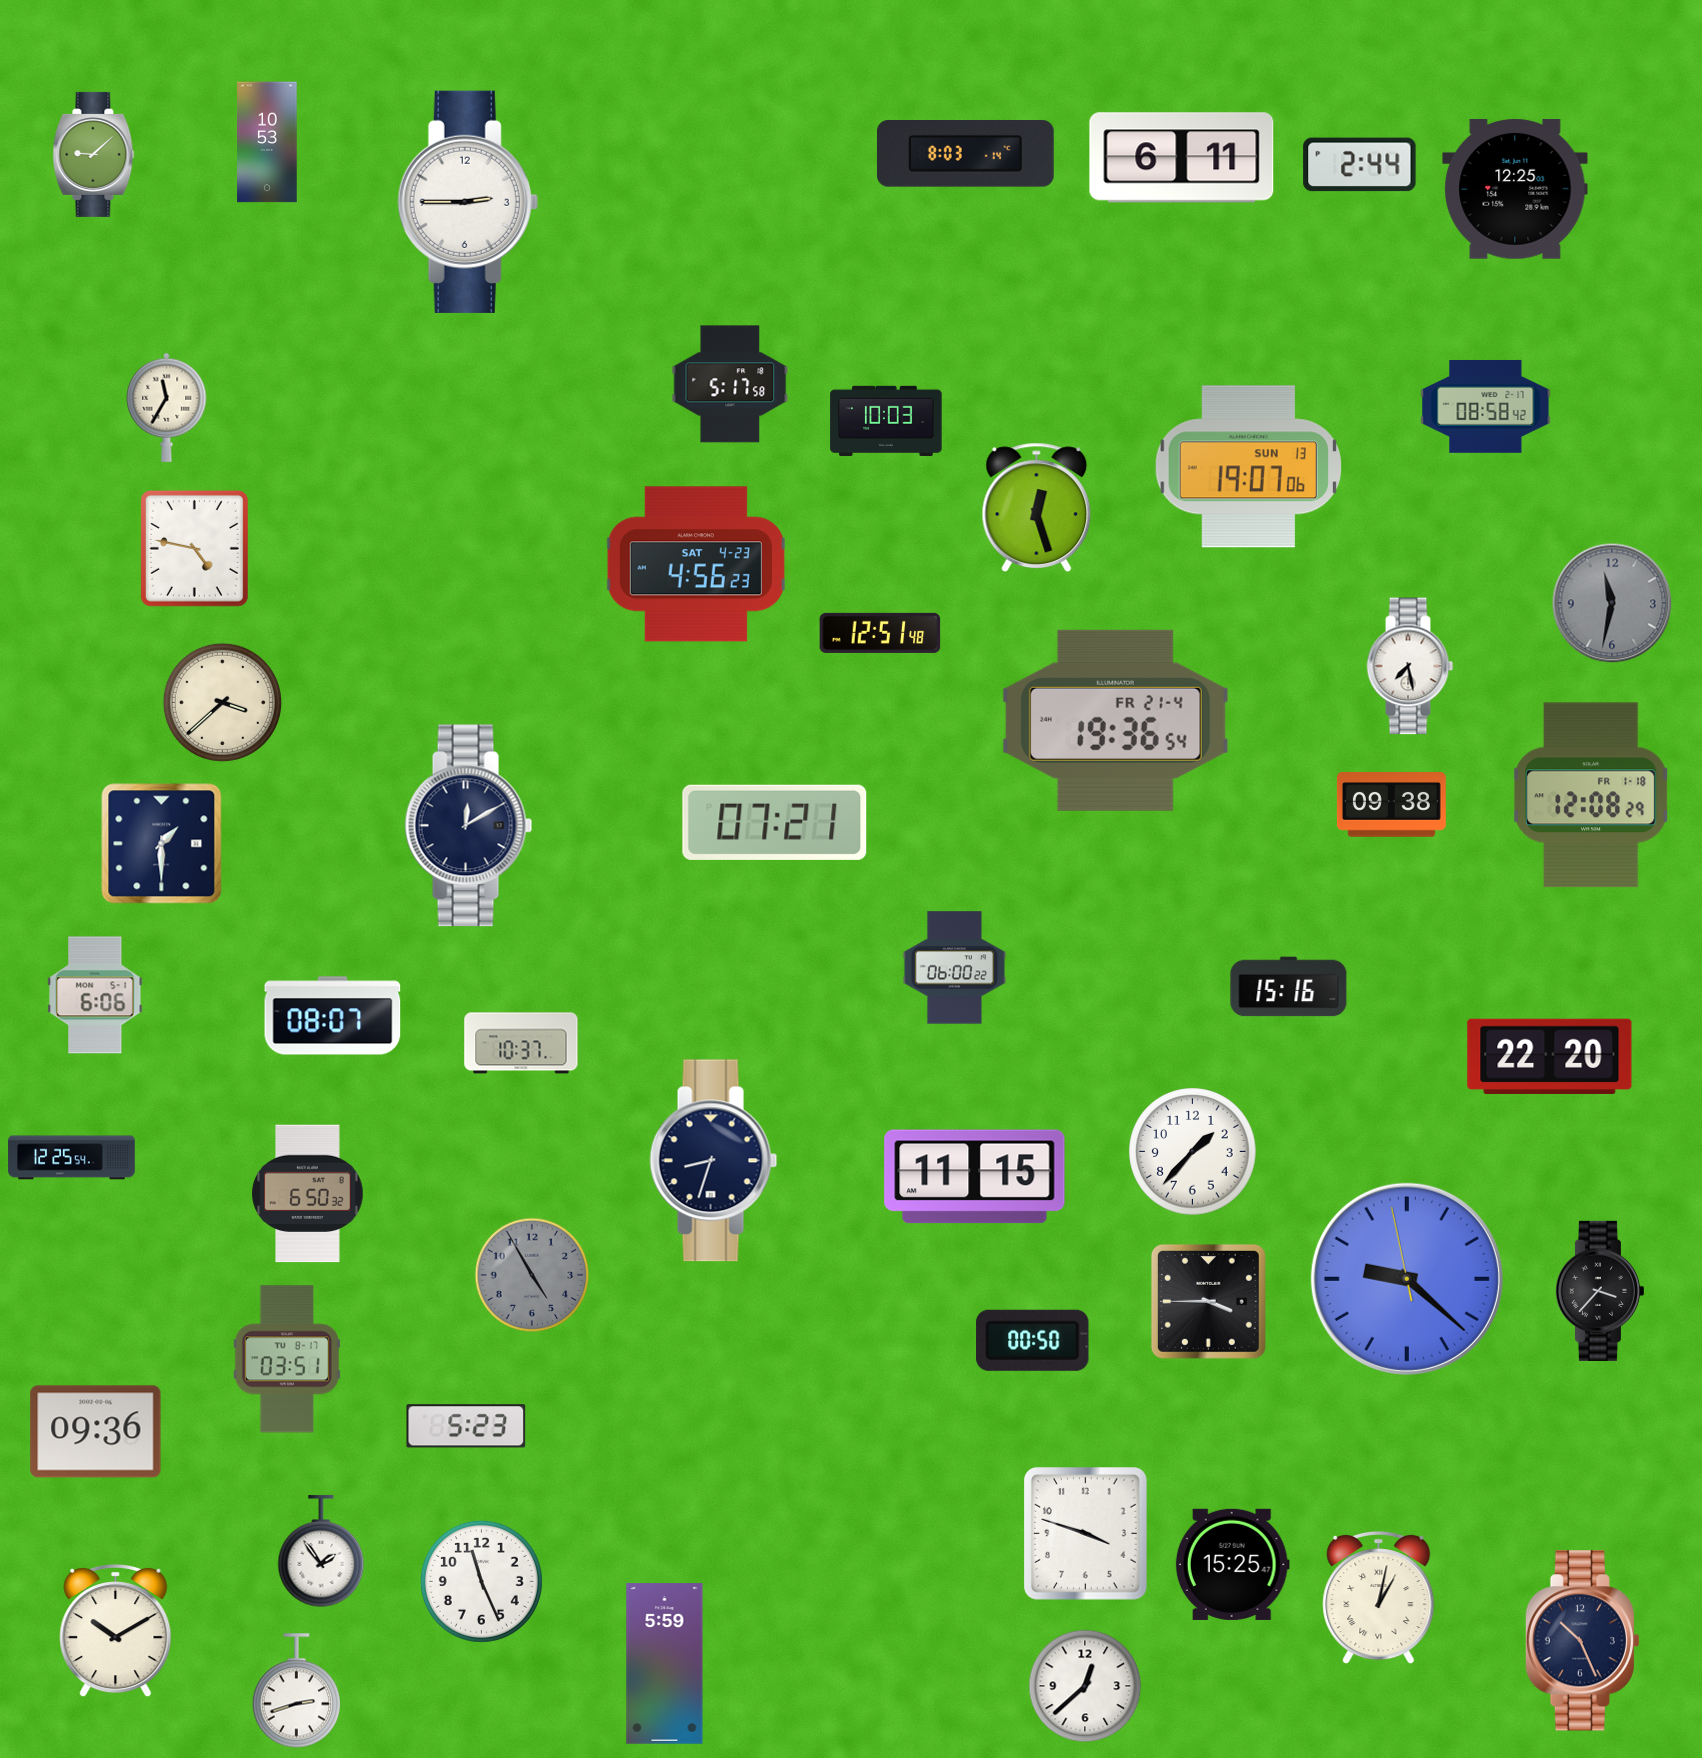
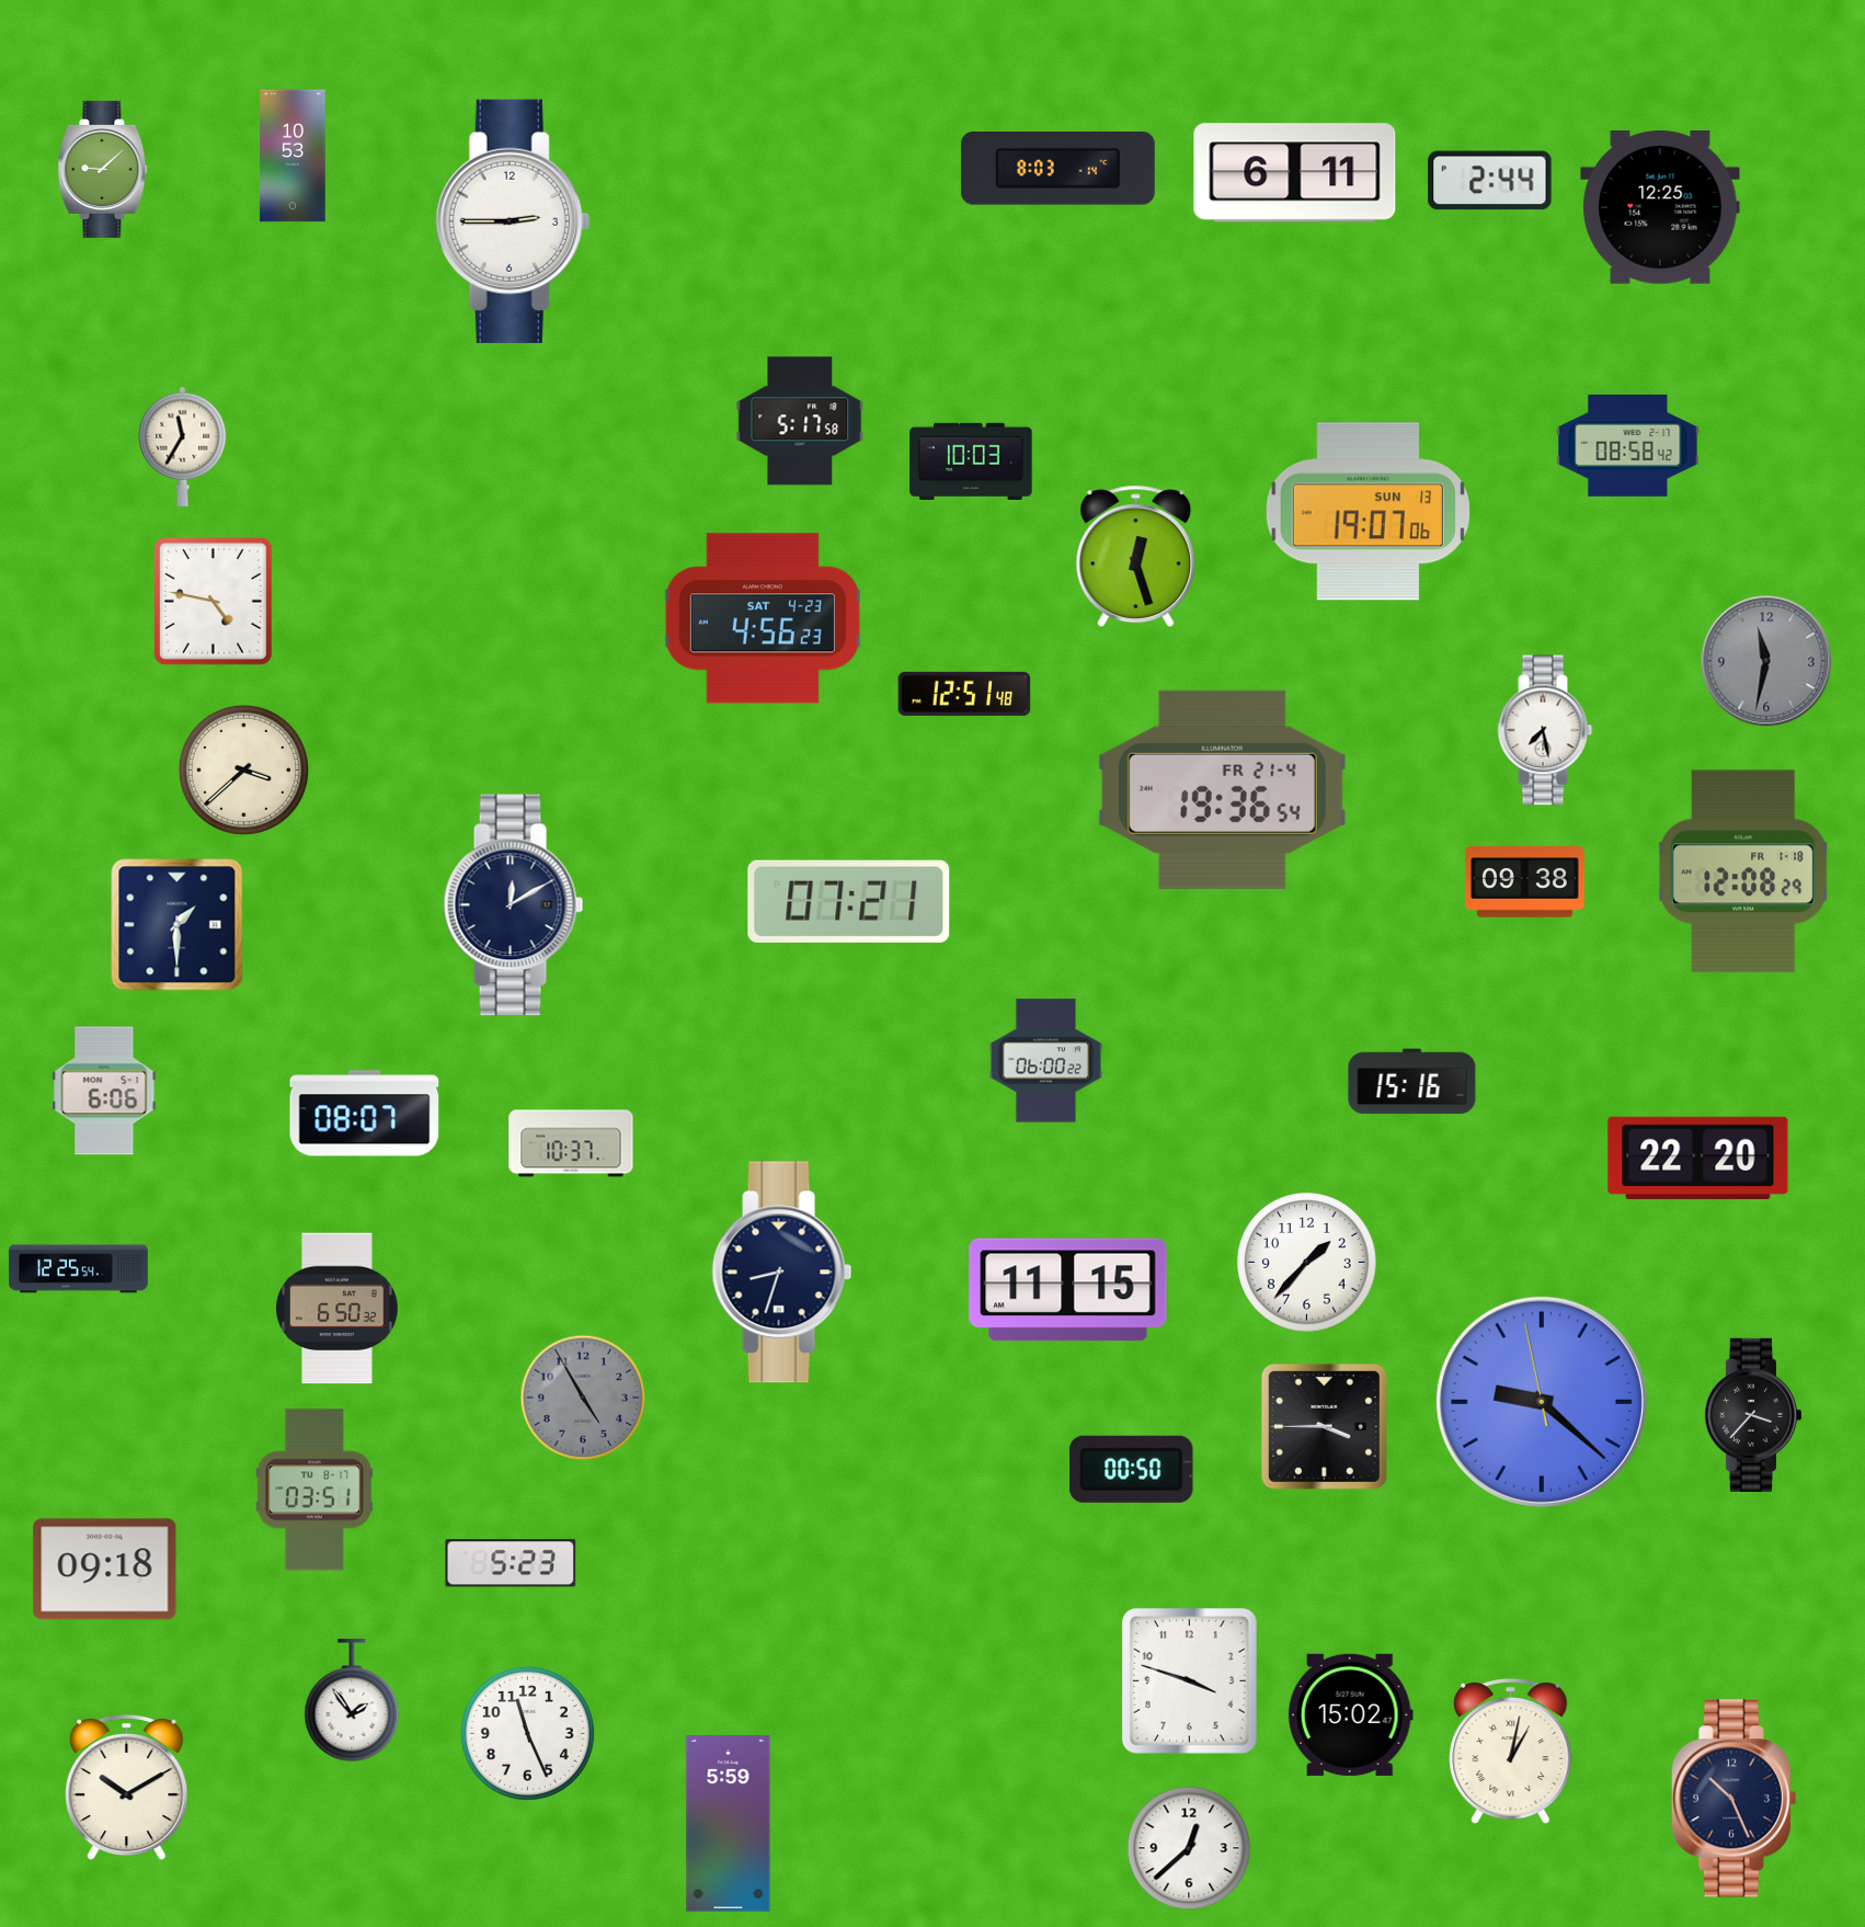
clock at (96, 1432): 09:36 -> 09:18
clock at (1232, 1564): 15:25 -> 15:02
clock at (296, 1691): 2:42 -> none
